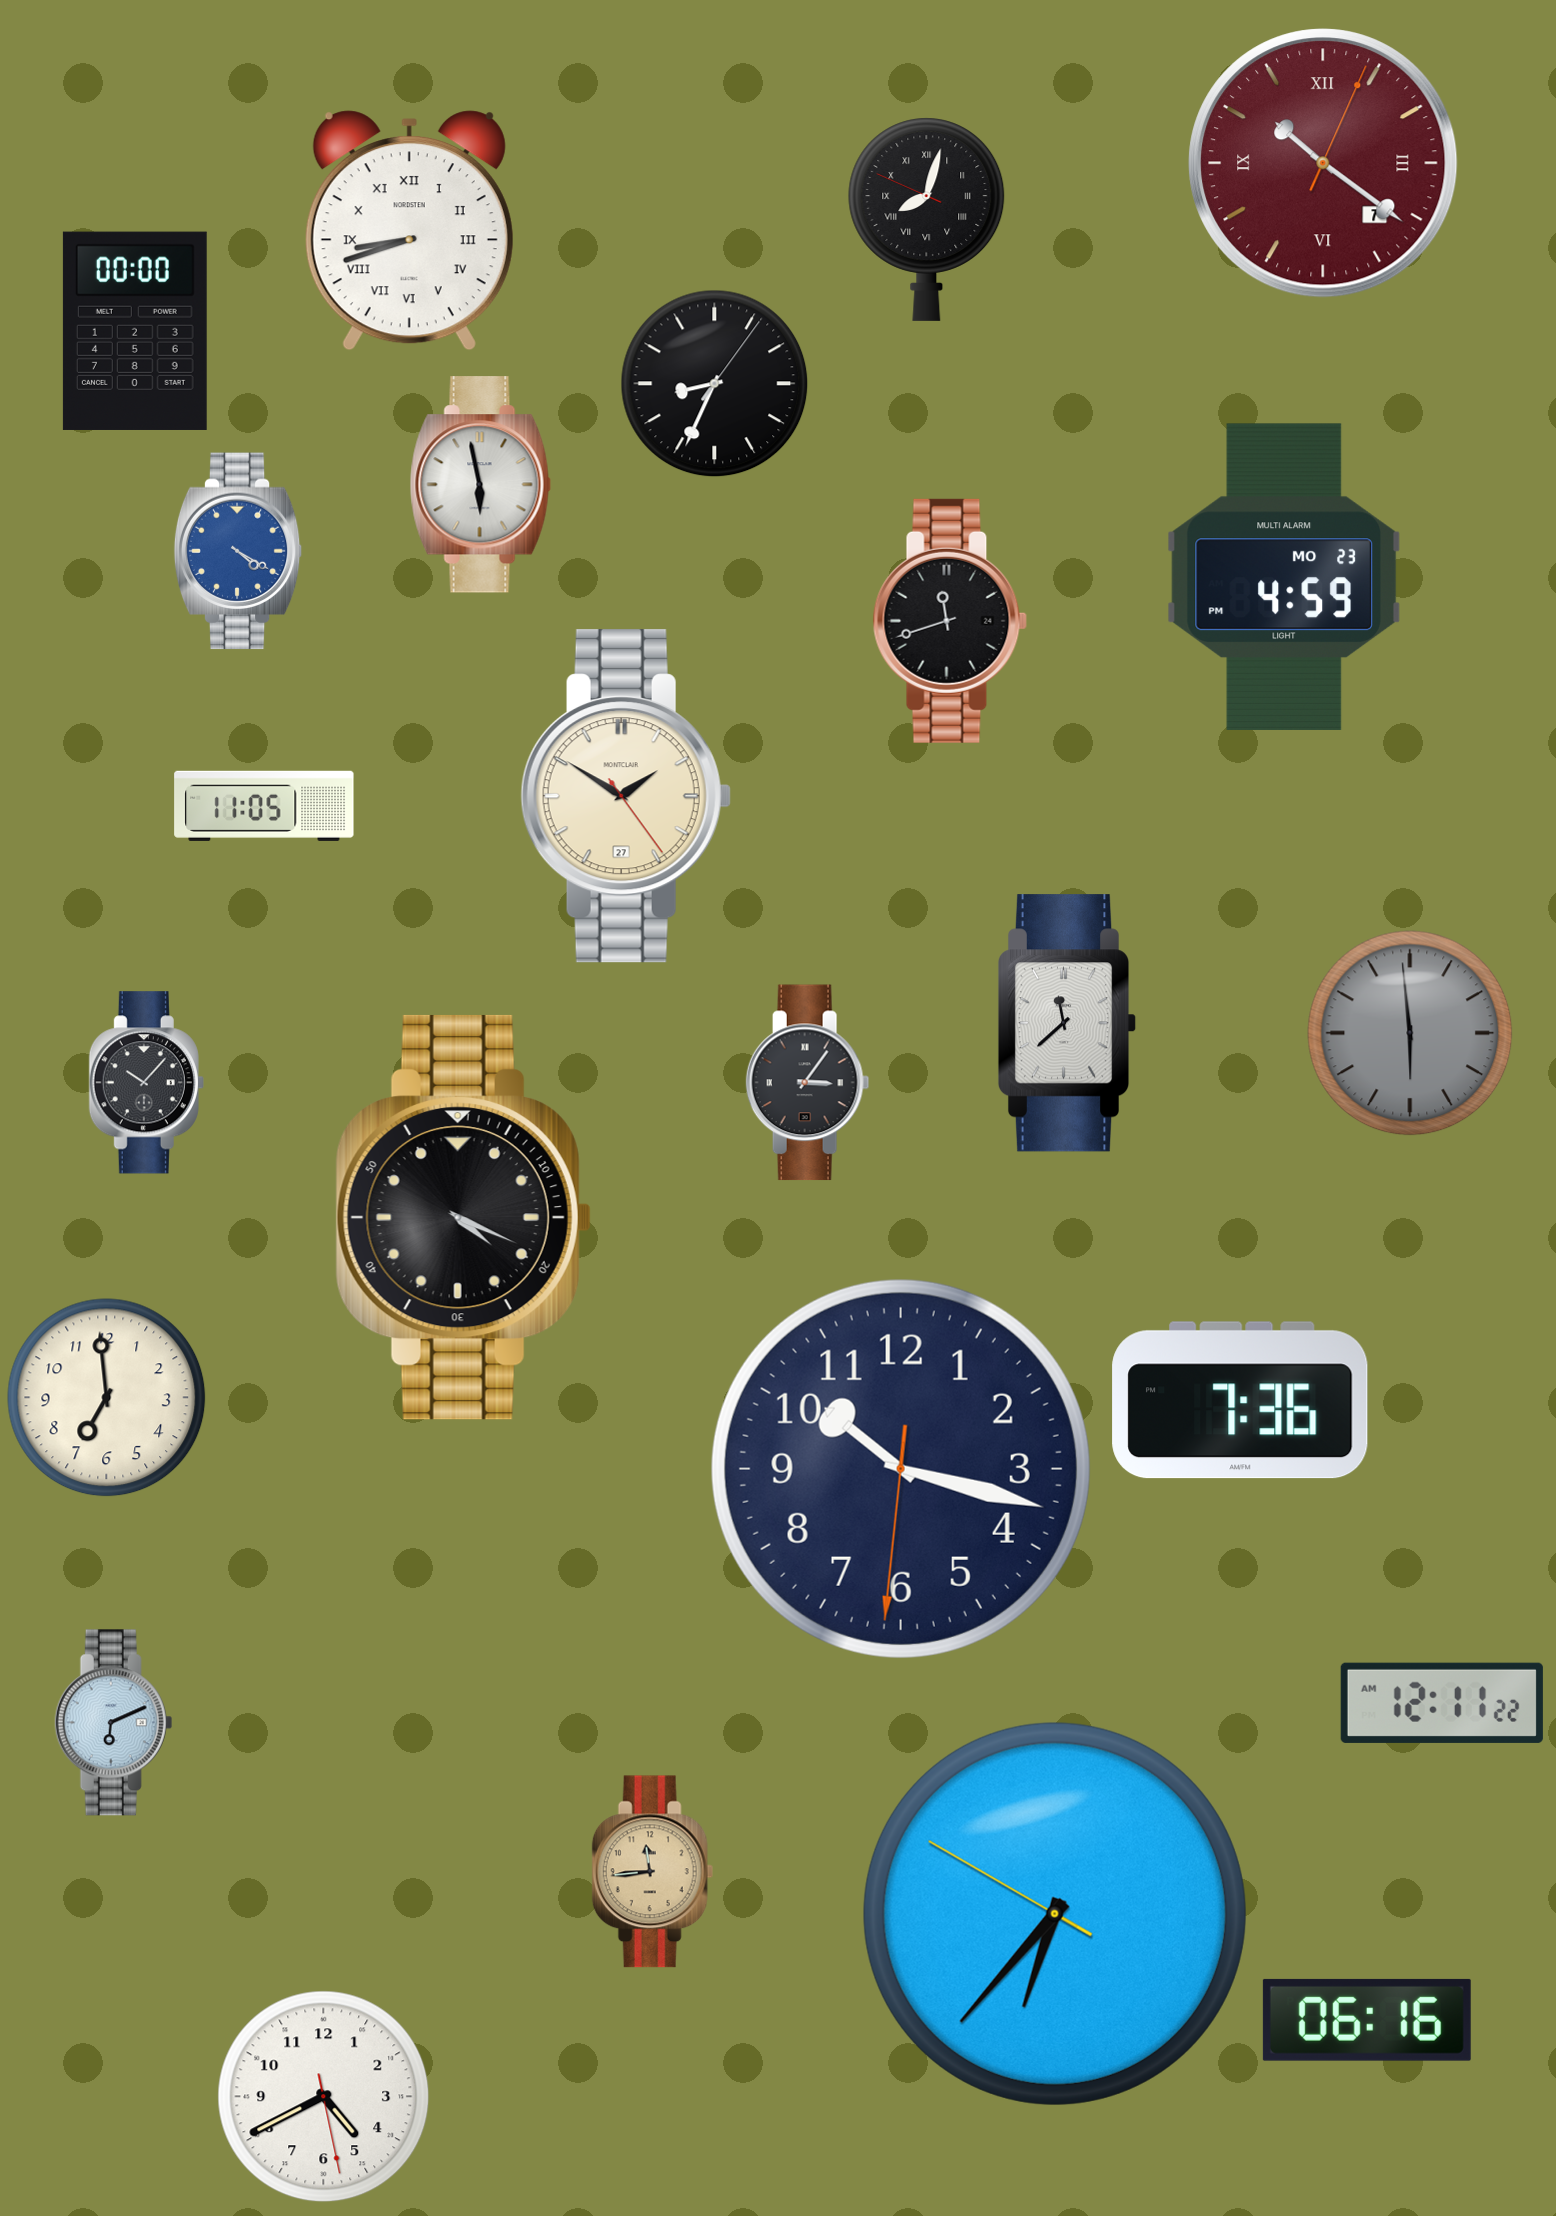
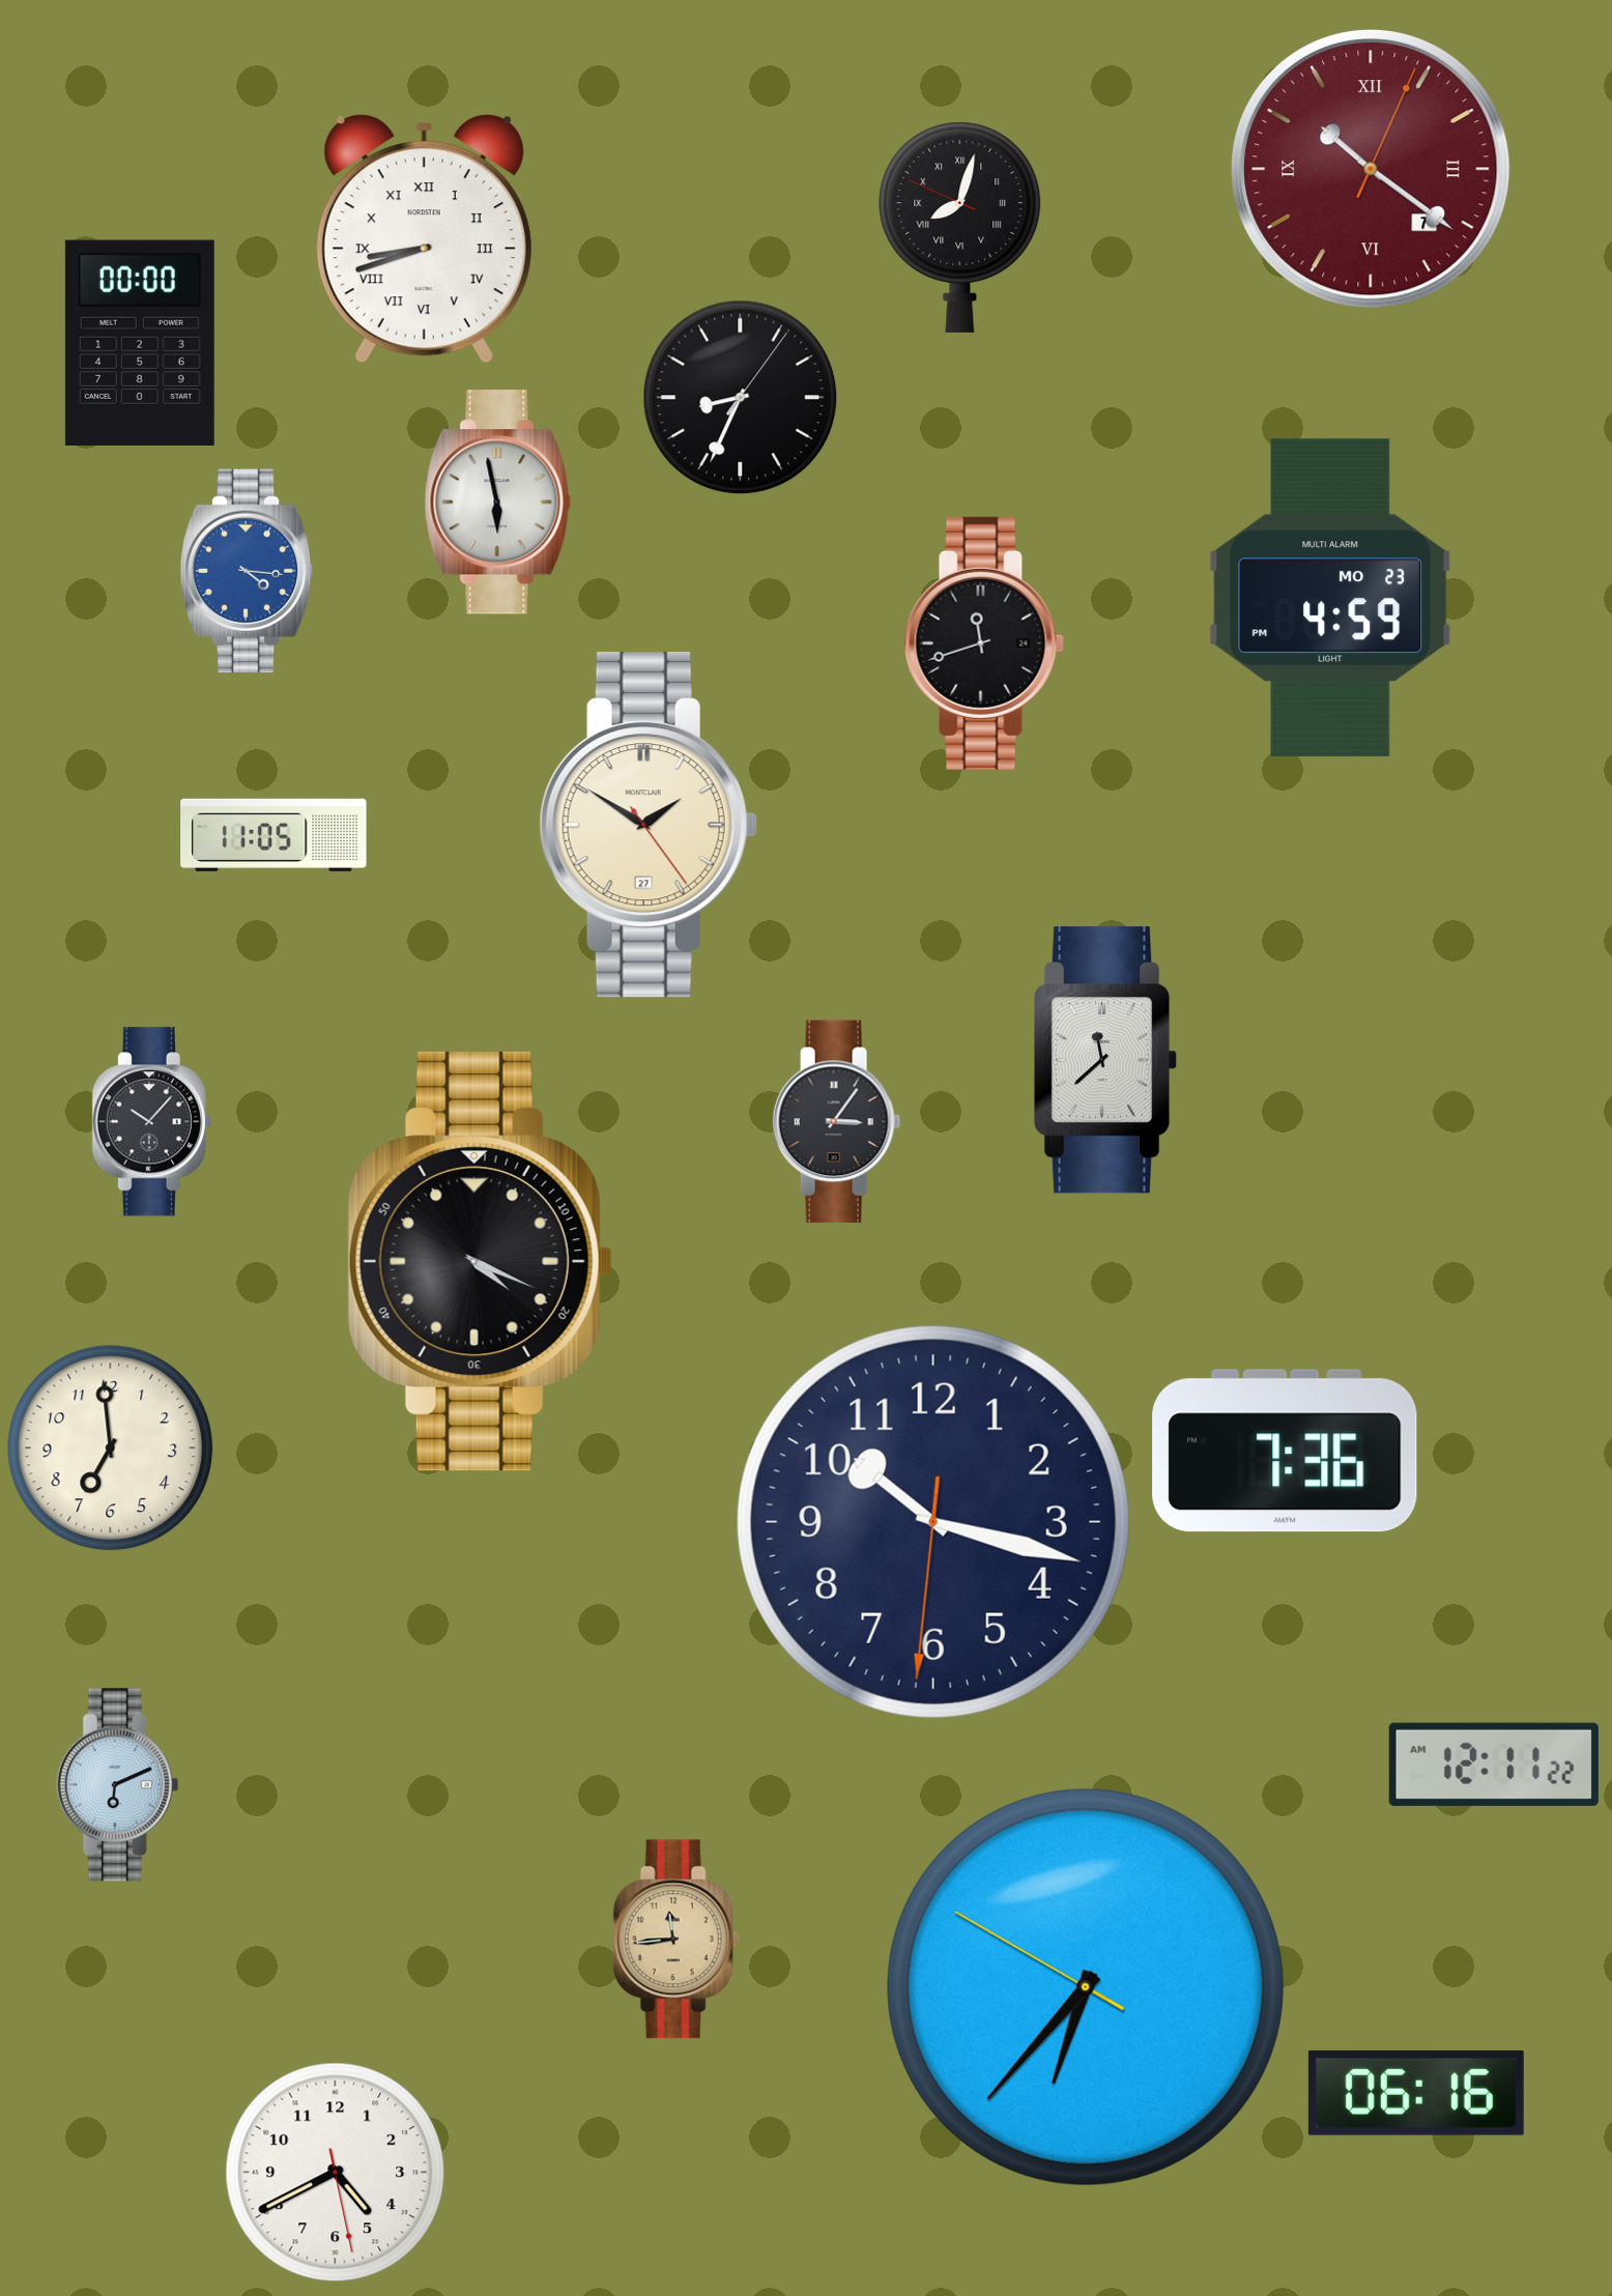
clock at (238, 551): 4:20 -> 4:16
clock at (1410, 1033): 5:59 -> none
clock at (1055, 1914) position: (1055, 1914) -> (1086, 1987)
